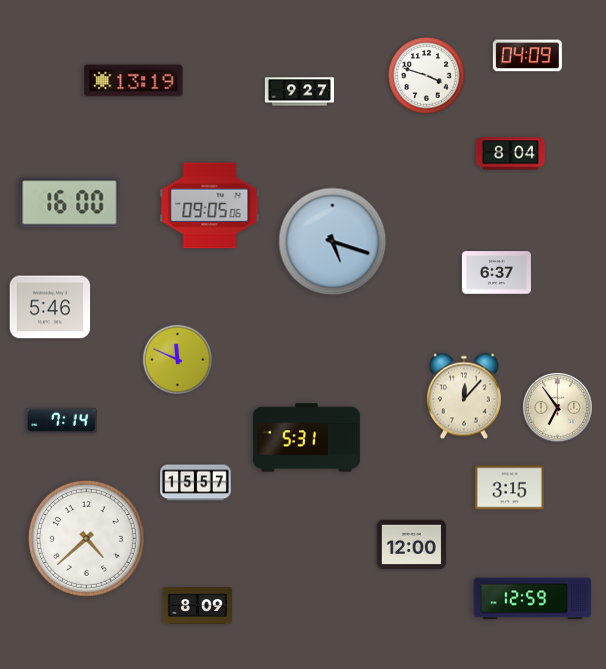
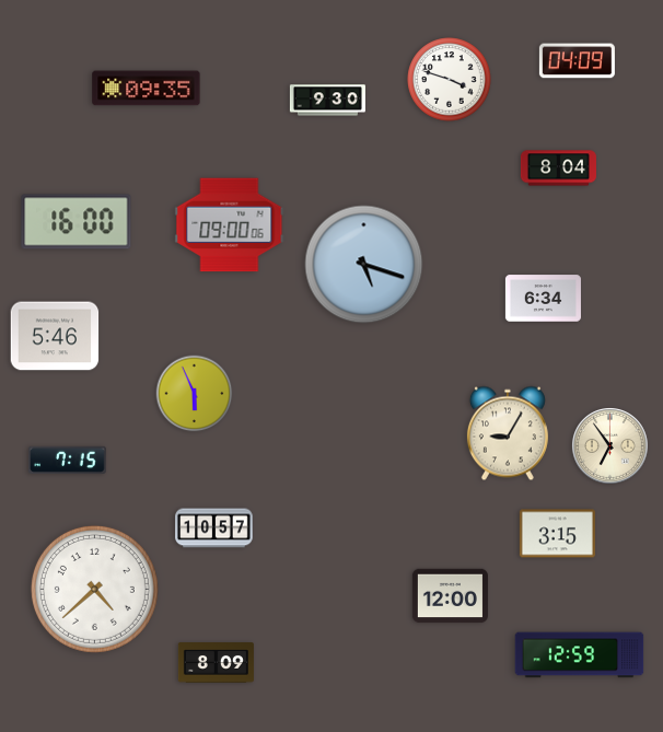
clock at (427, 76) position: (427, 76) -> (450, 80)
clock at (134, 81): 13:19 -> 09:35
clock at (299, 92): 9:27 -> 9:30
clock at (210, 206): 09:05 -> 09:00
clock at (496, 273): 6:37 -> 6:34
clock at (178, 360): 11:49 -> 5:56
clock at (464, 396): 12:07 -> 9:05
clock at (62, 420): 7:14 -> 7:15
clock at (306, 438): 5:31 -> none
clock at (196, 483): 15:57 -> 10:57
clock at (533, 599) position: (533, 599) -> (580, 655)
